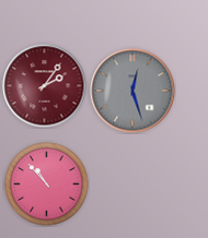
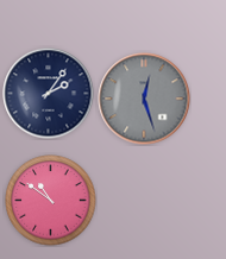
clock at (45, 86) dial: burgundy -> navy
clock at (47, 185): 10:53 -> 10:51
